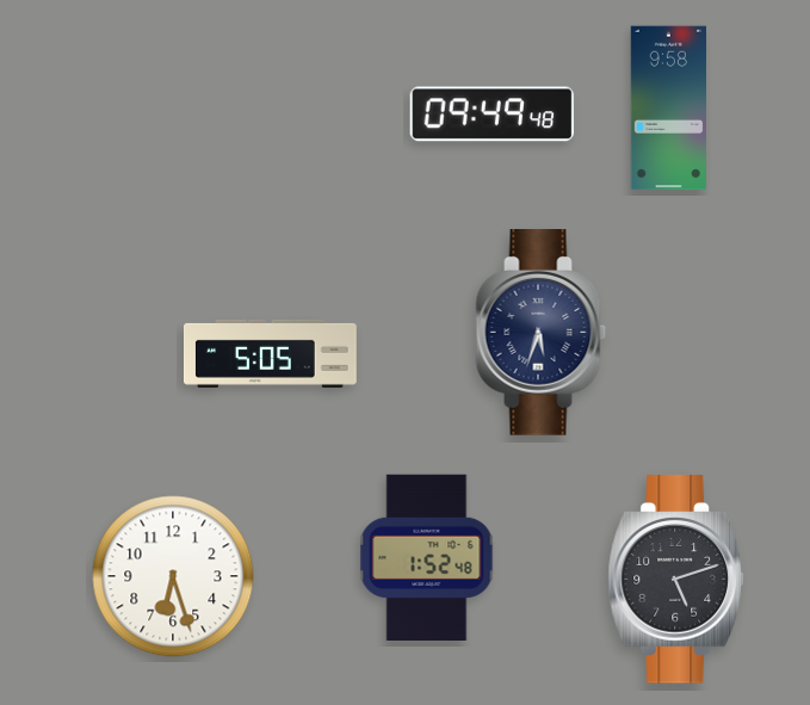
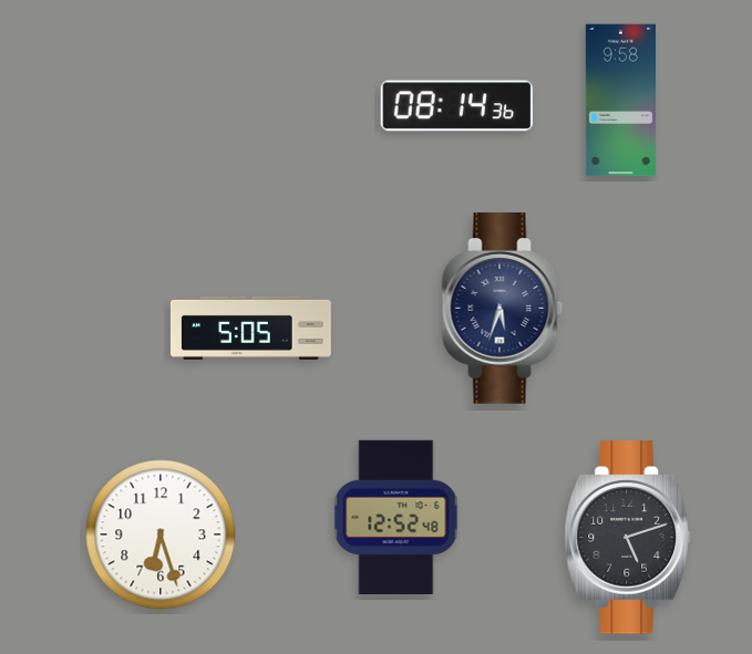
clock at (493, 115): 09:49 -> 08:14
clock at (427, 557): 1:52 -> 12:52
